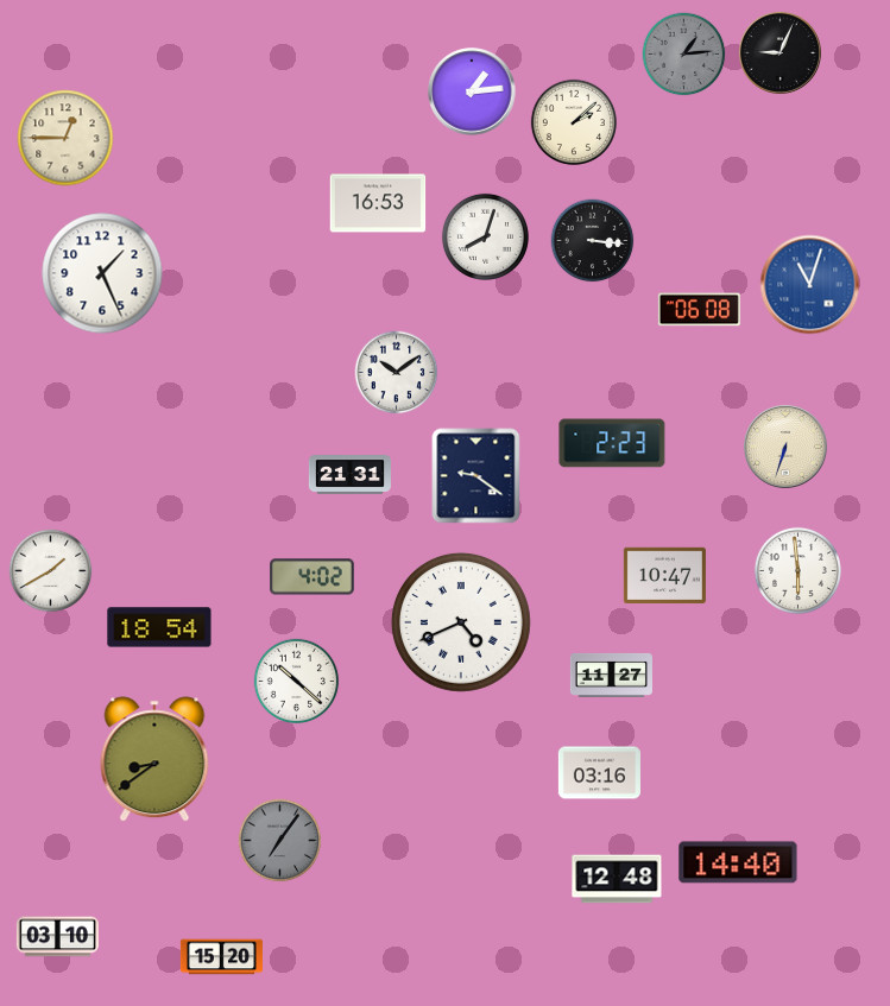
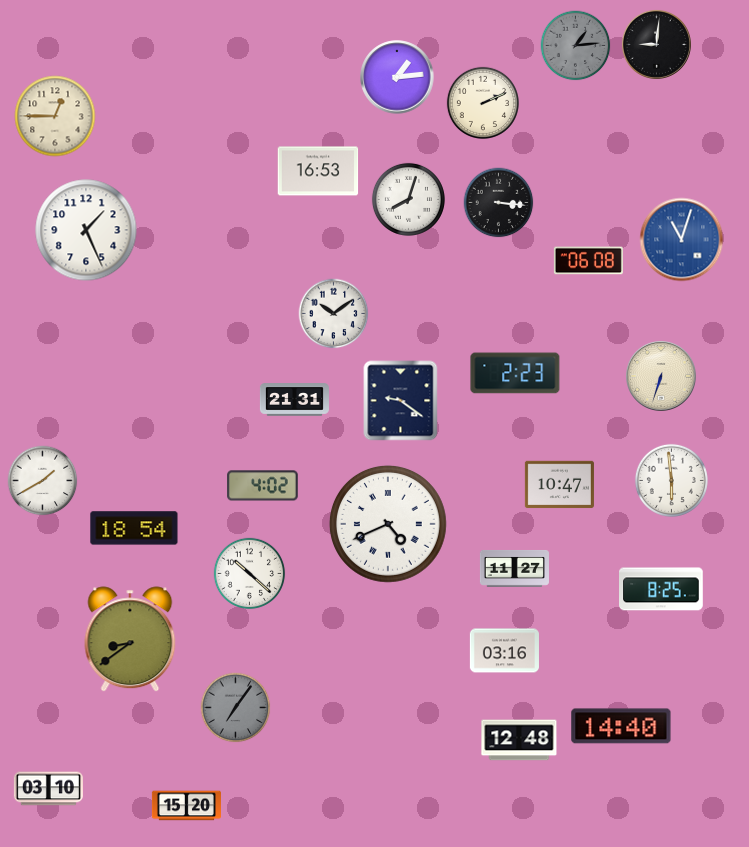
clock at (779, 52): 9:04 -> 9:01
clock at (574, 122): 2:08 -> 2:11
clock at (661, 589): none -> 8:25
